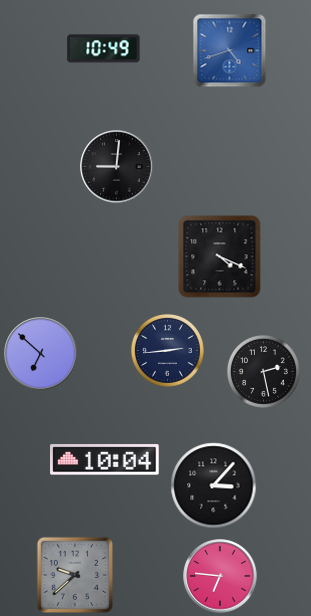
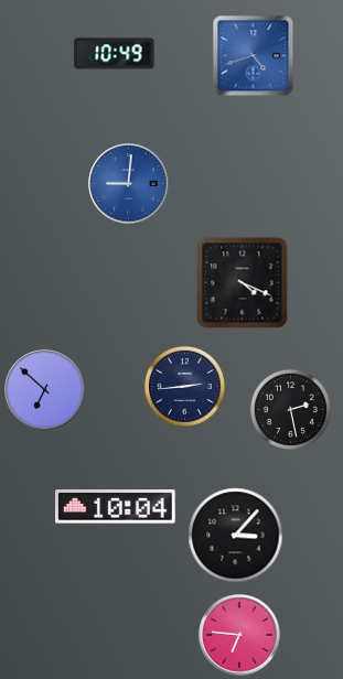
clock at (117, 167) dial: black -> blue
clock at (74, 574): 9:38 -> none
clock at (220, 576) position: (220, 576) -> (239, 635)
